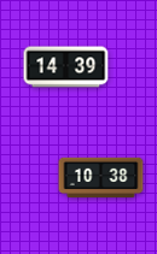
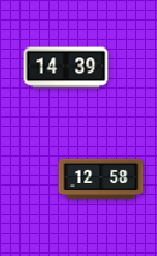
clock at (101, 178): 10:38 -> 12:58
